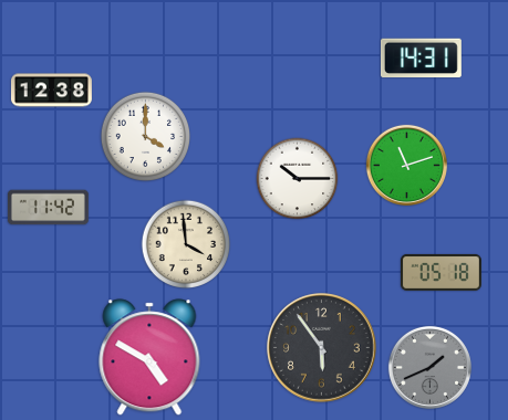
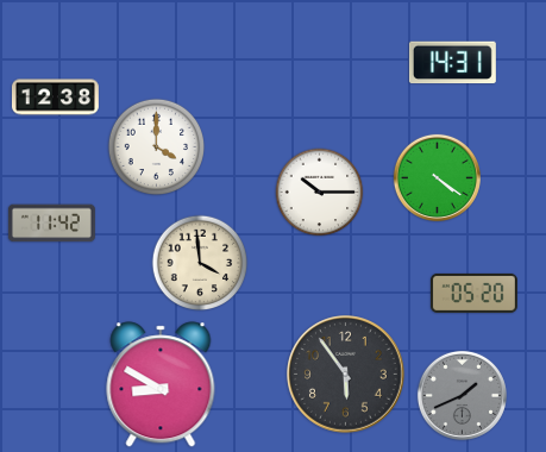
clock at (406, 165): 11:12 -> 4:21
clock at (440, 272): 05:18 -> 05:20
clock at (149, 357): 4:50 -> 8:50
